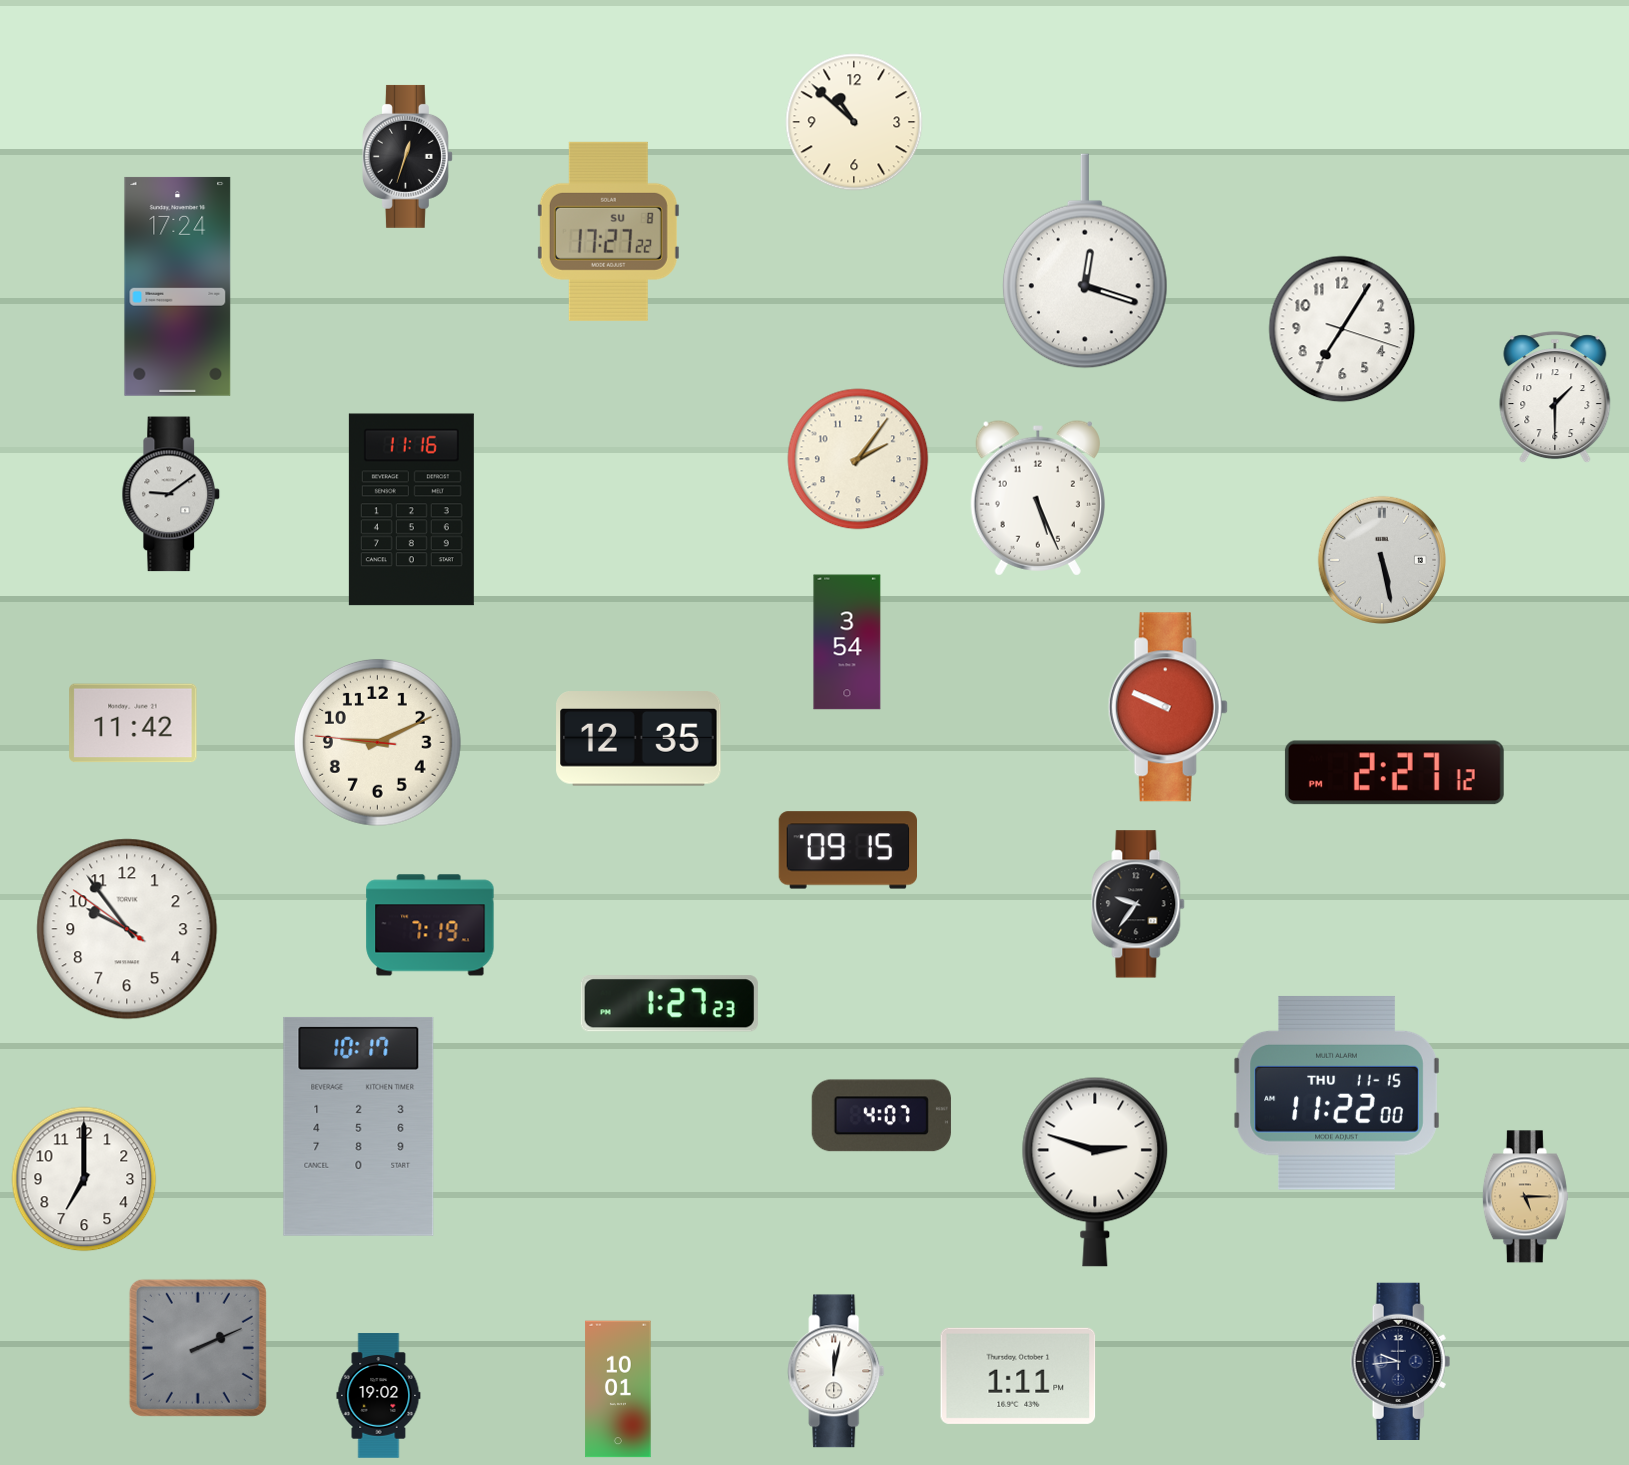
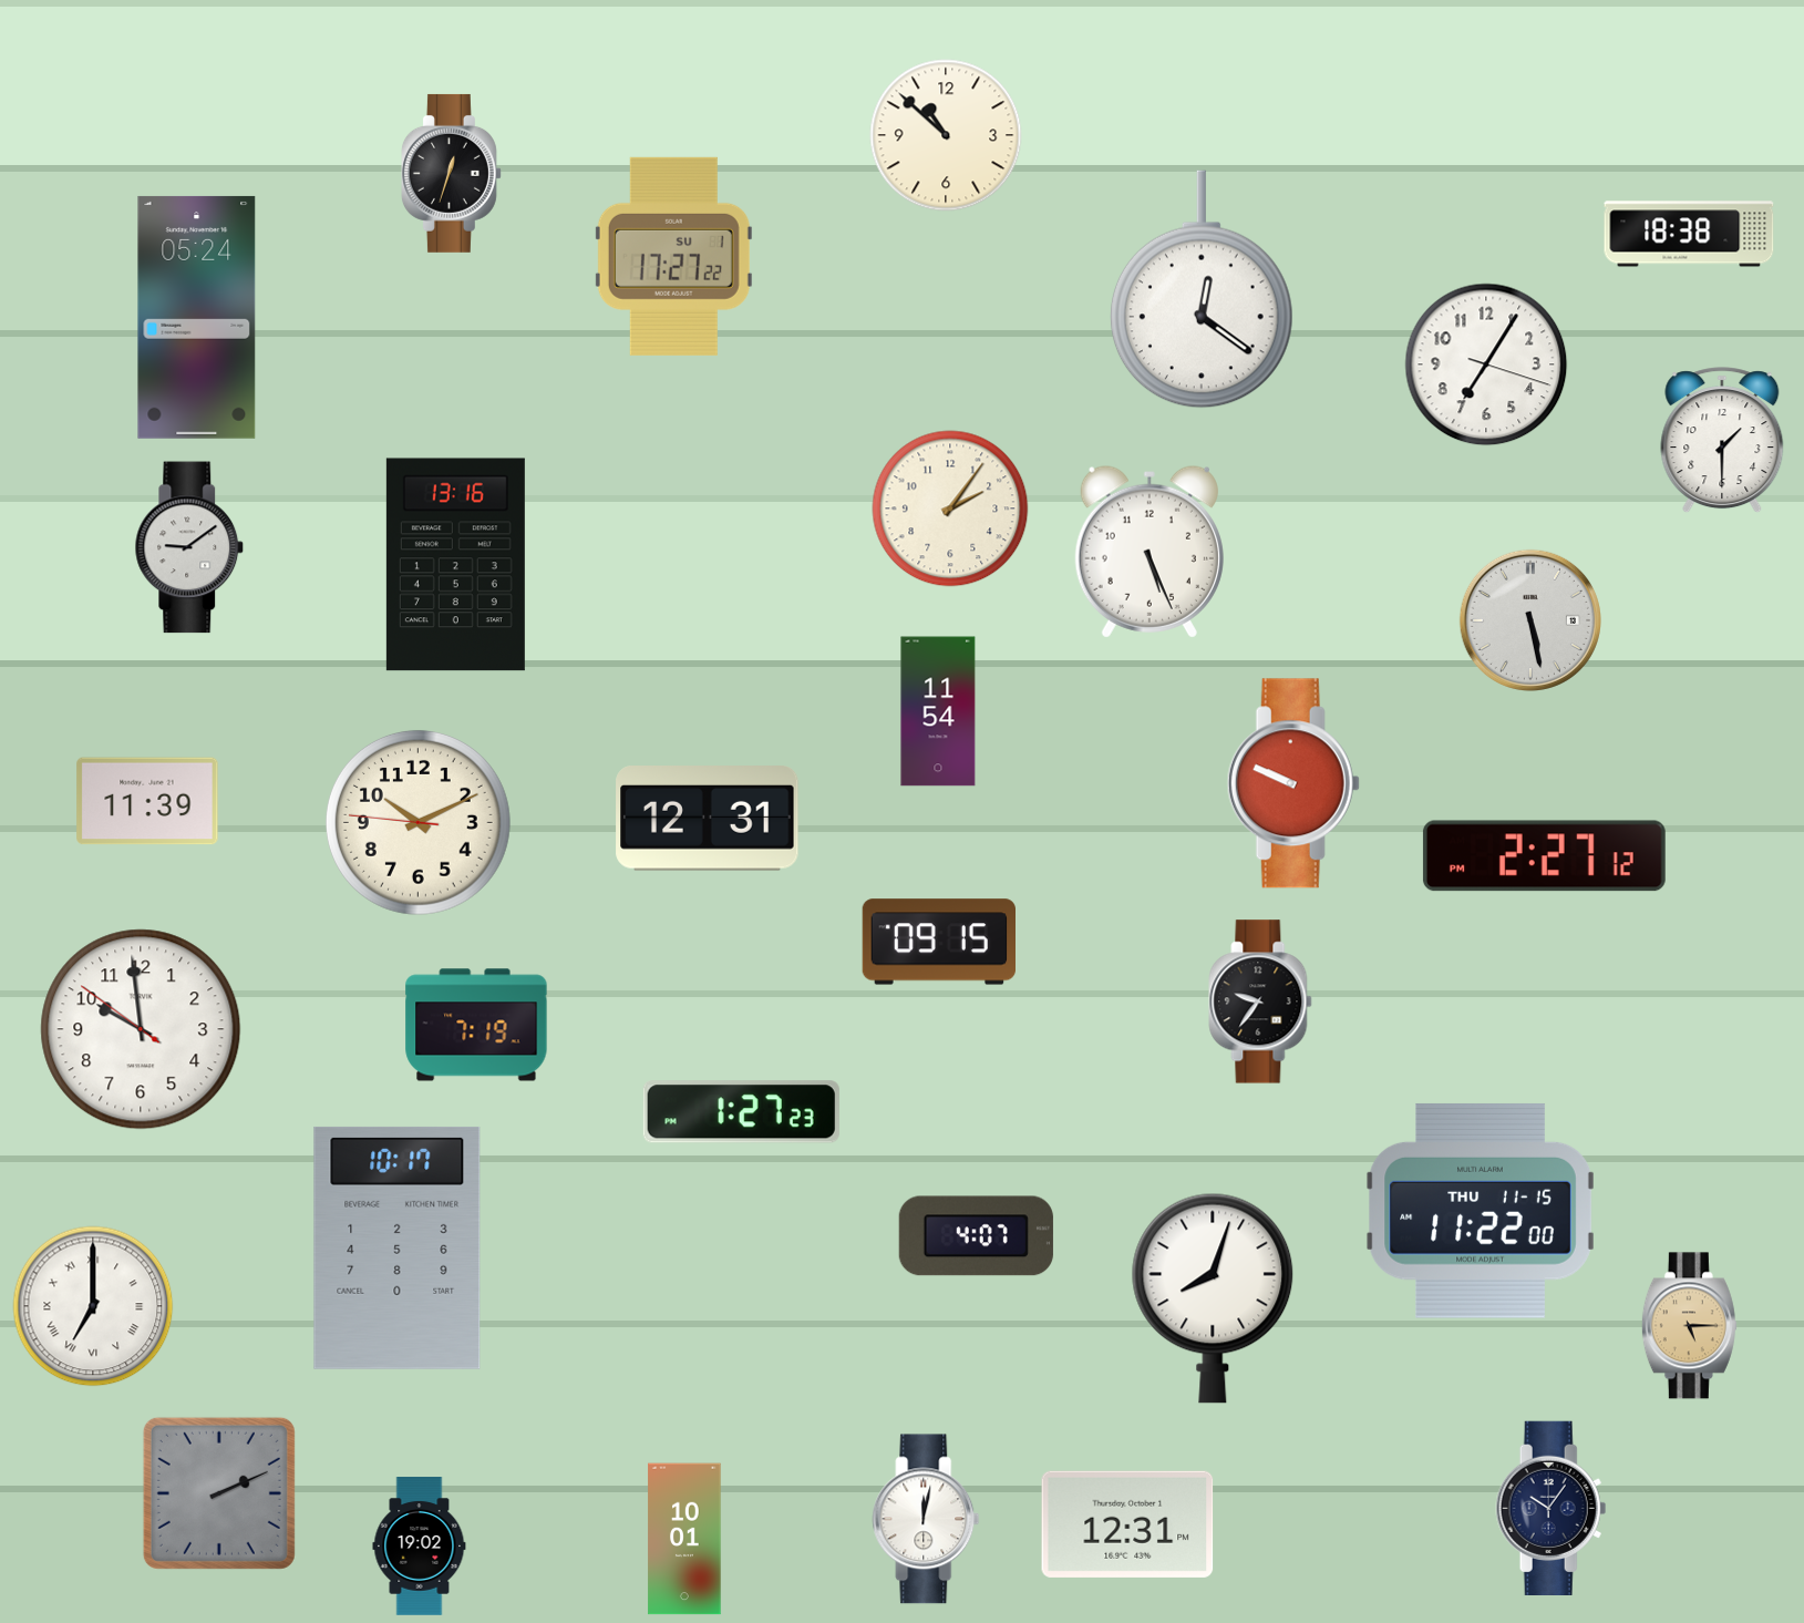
clock at (1689, 234): none -> 18:38
clock at (608, 231) date: SU 8 -> SU 1
clock at (1085, 261): 12:18 -> 12:21
clock at (178, 286): 17:24 -> 05:24
clock at (411, 510): 11:16 -> 13:16
clock at (847, 642): 3:54 -> 11:54
clock at (133, 723): 11:42 -> 11:39
clock at (639, 739): 12:35 -> 12:31
clock at (377, 742): 9:10 -> 10:10
clock at (127, 929): 9:53 -> 9:58
clock at (1095, 1172): 2:48 -> 8:03
clock at (84, 1179) numerals: Arabic -> Roman
clock at (1401, 1361): 9:44 -> 10:06
clock at (1018, 1376): 1:11 -> 12:31
